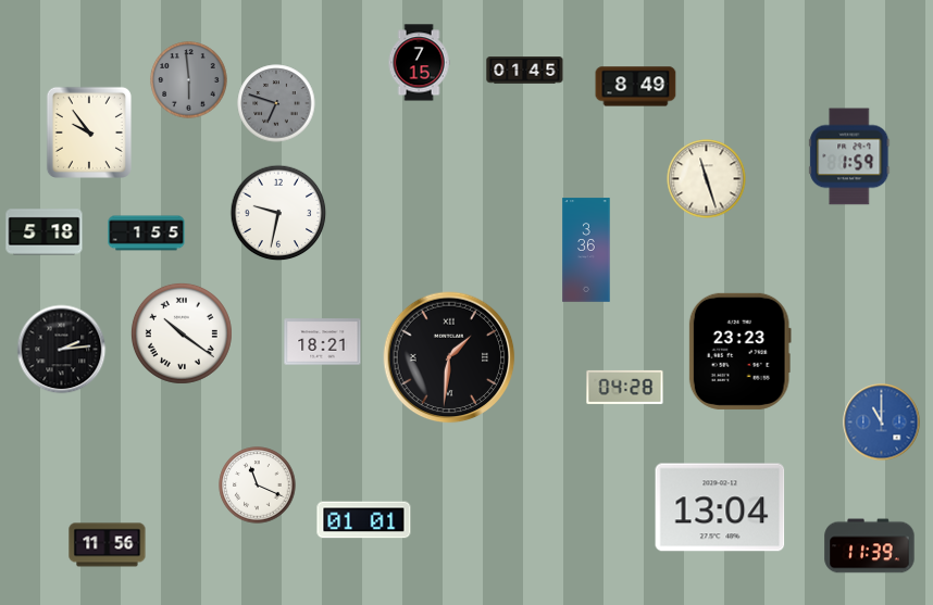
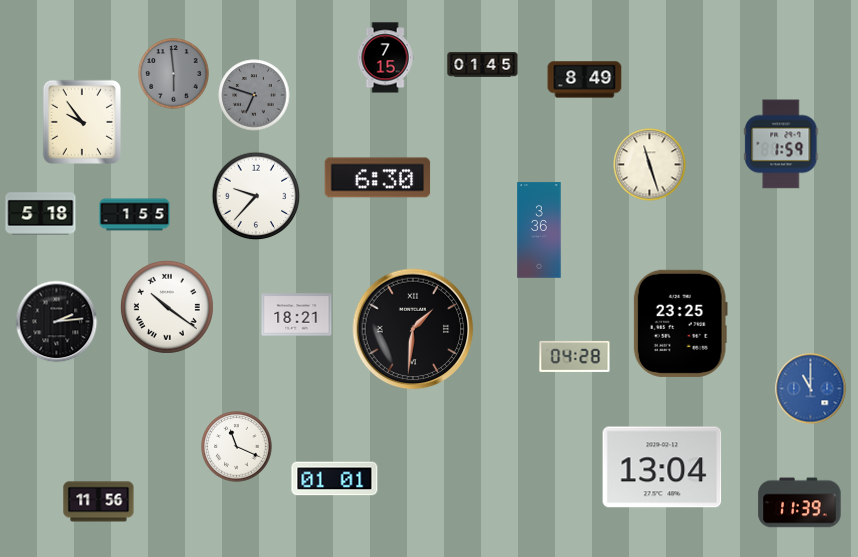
clock at (378, 178): none -> 6:30
clock at (278, 213): 9:32 -> 9:37
clock at (739, 351): 23:23 -> 23:25
